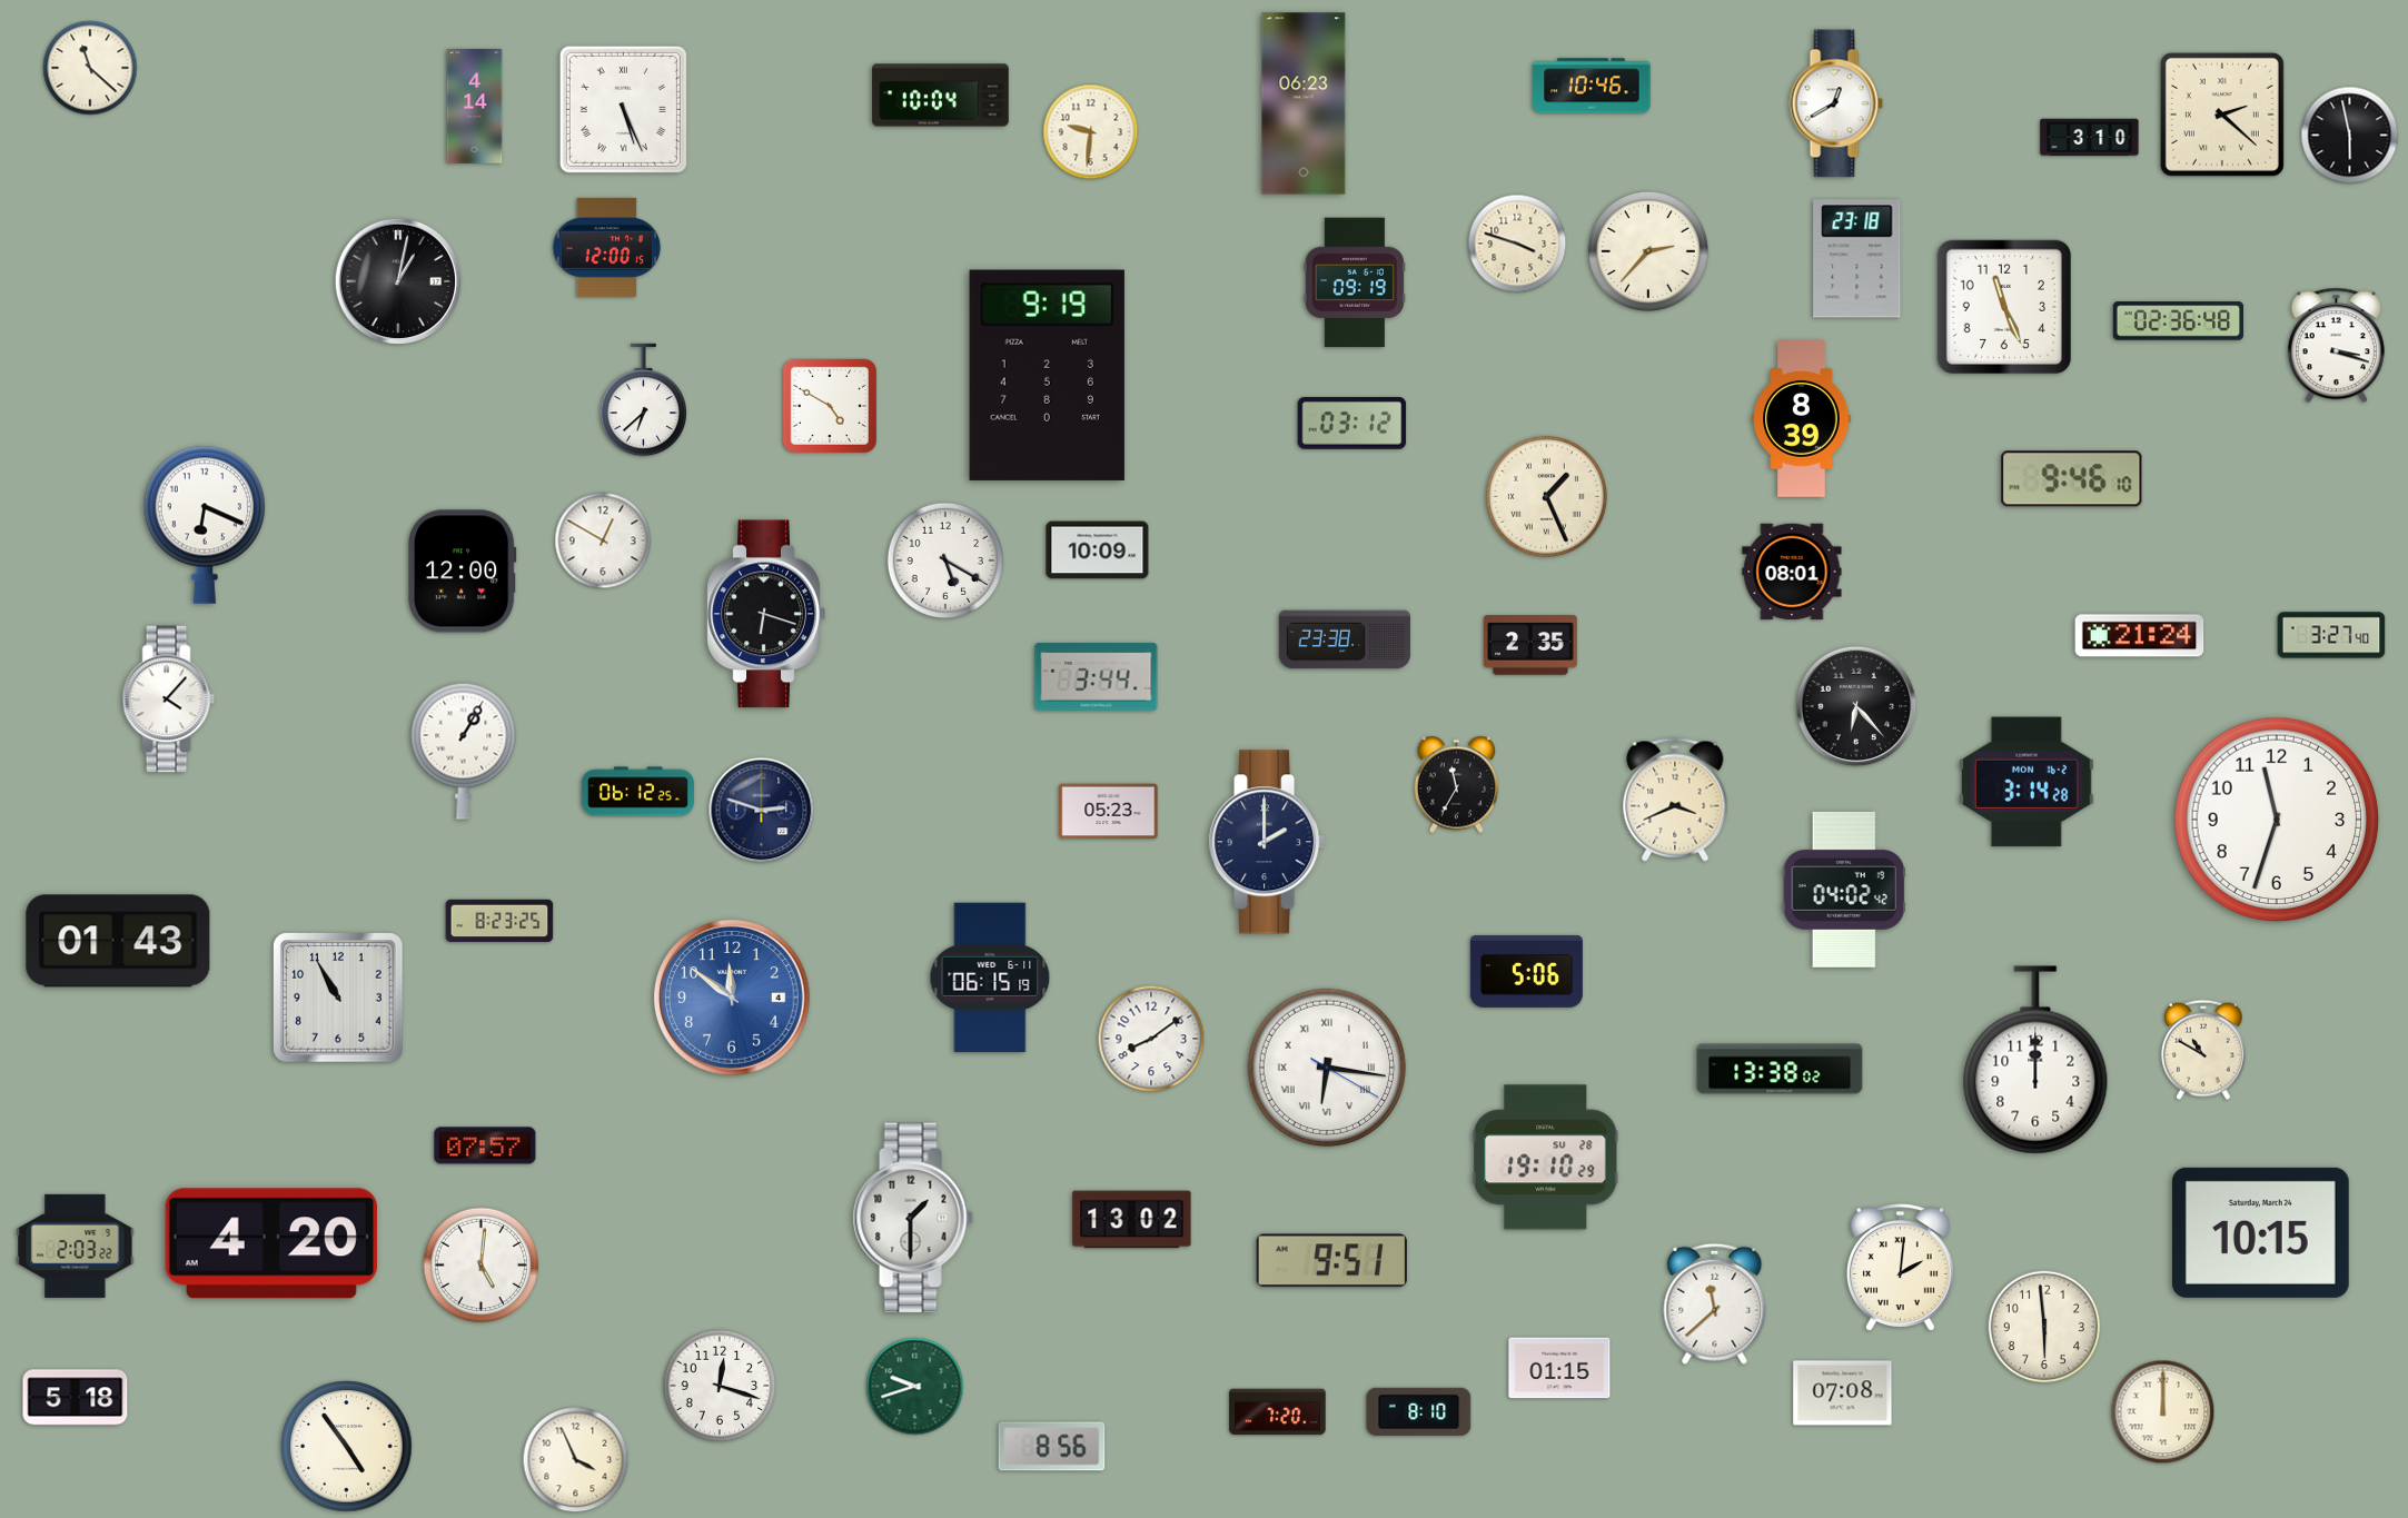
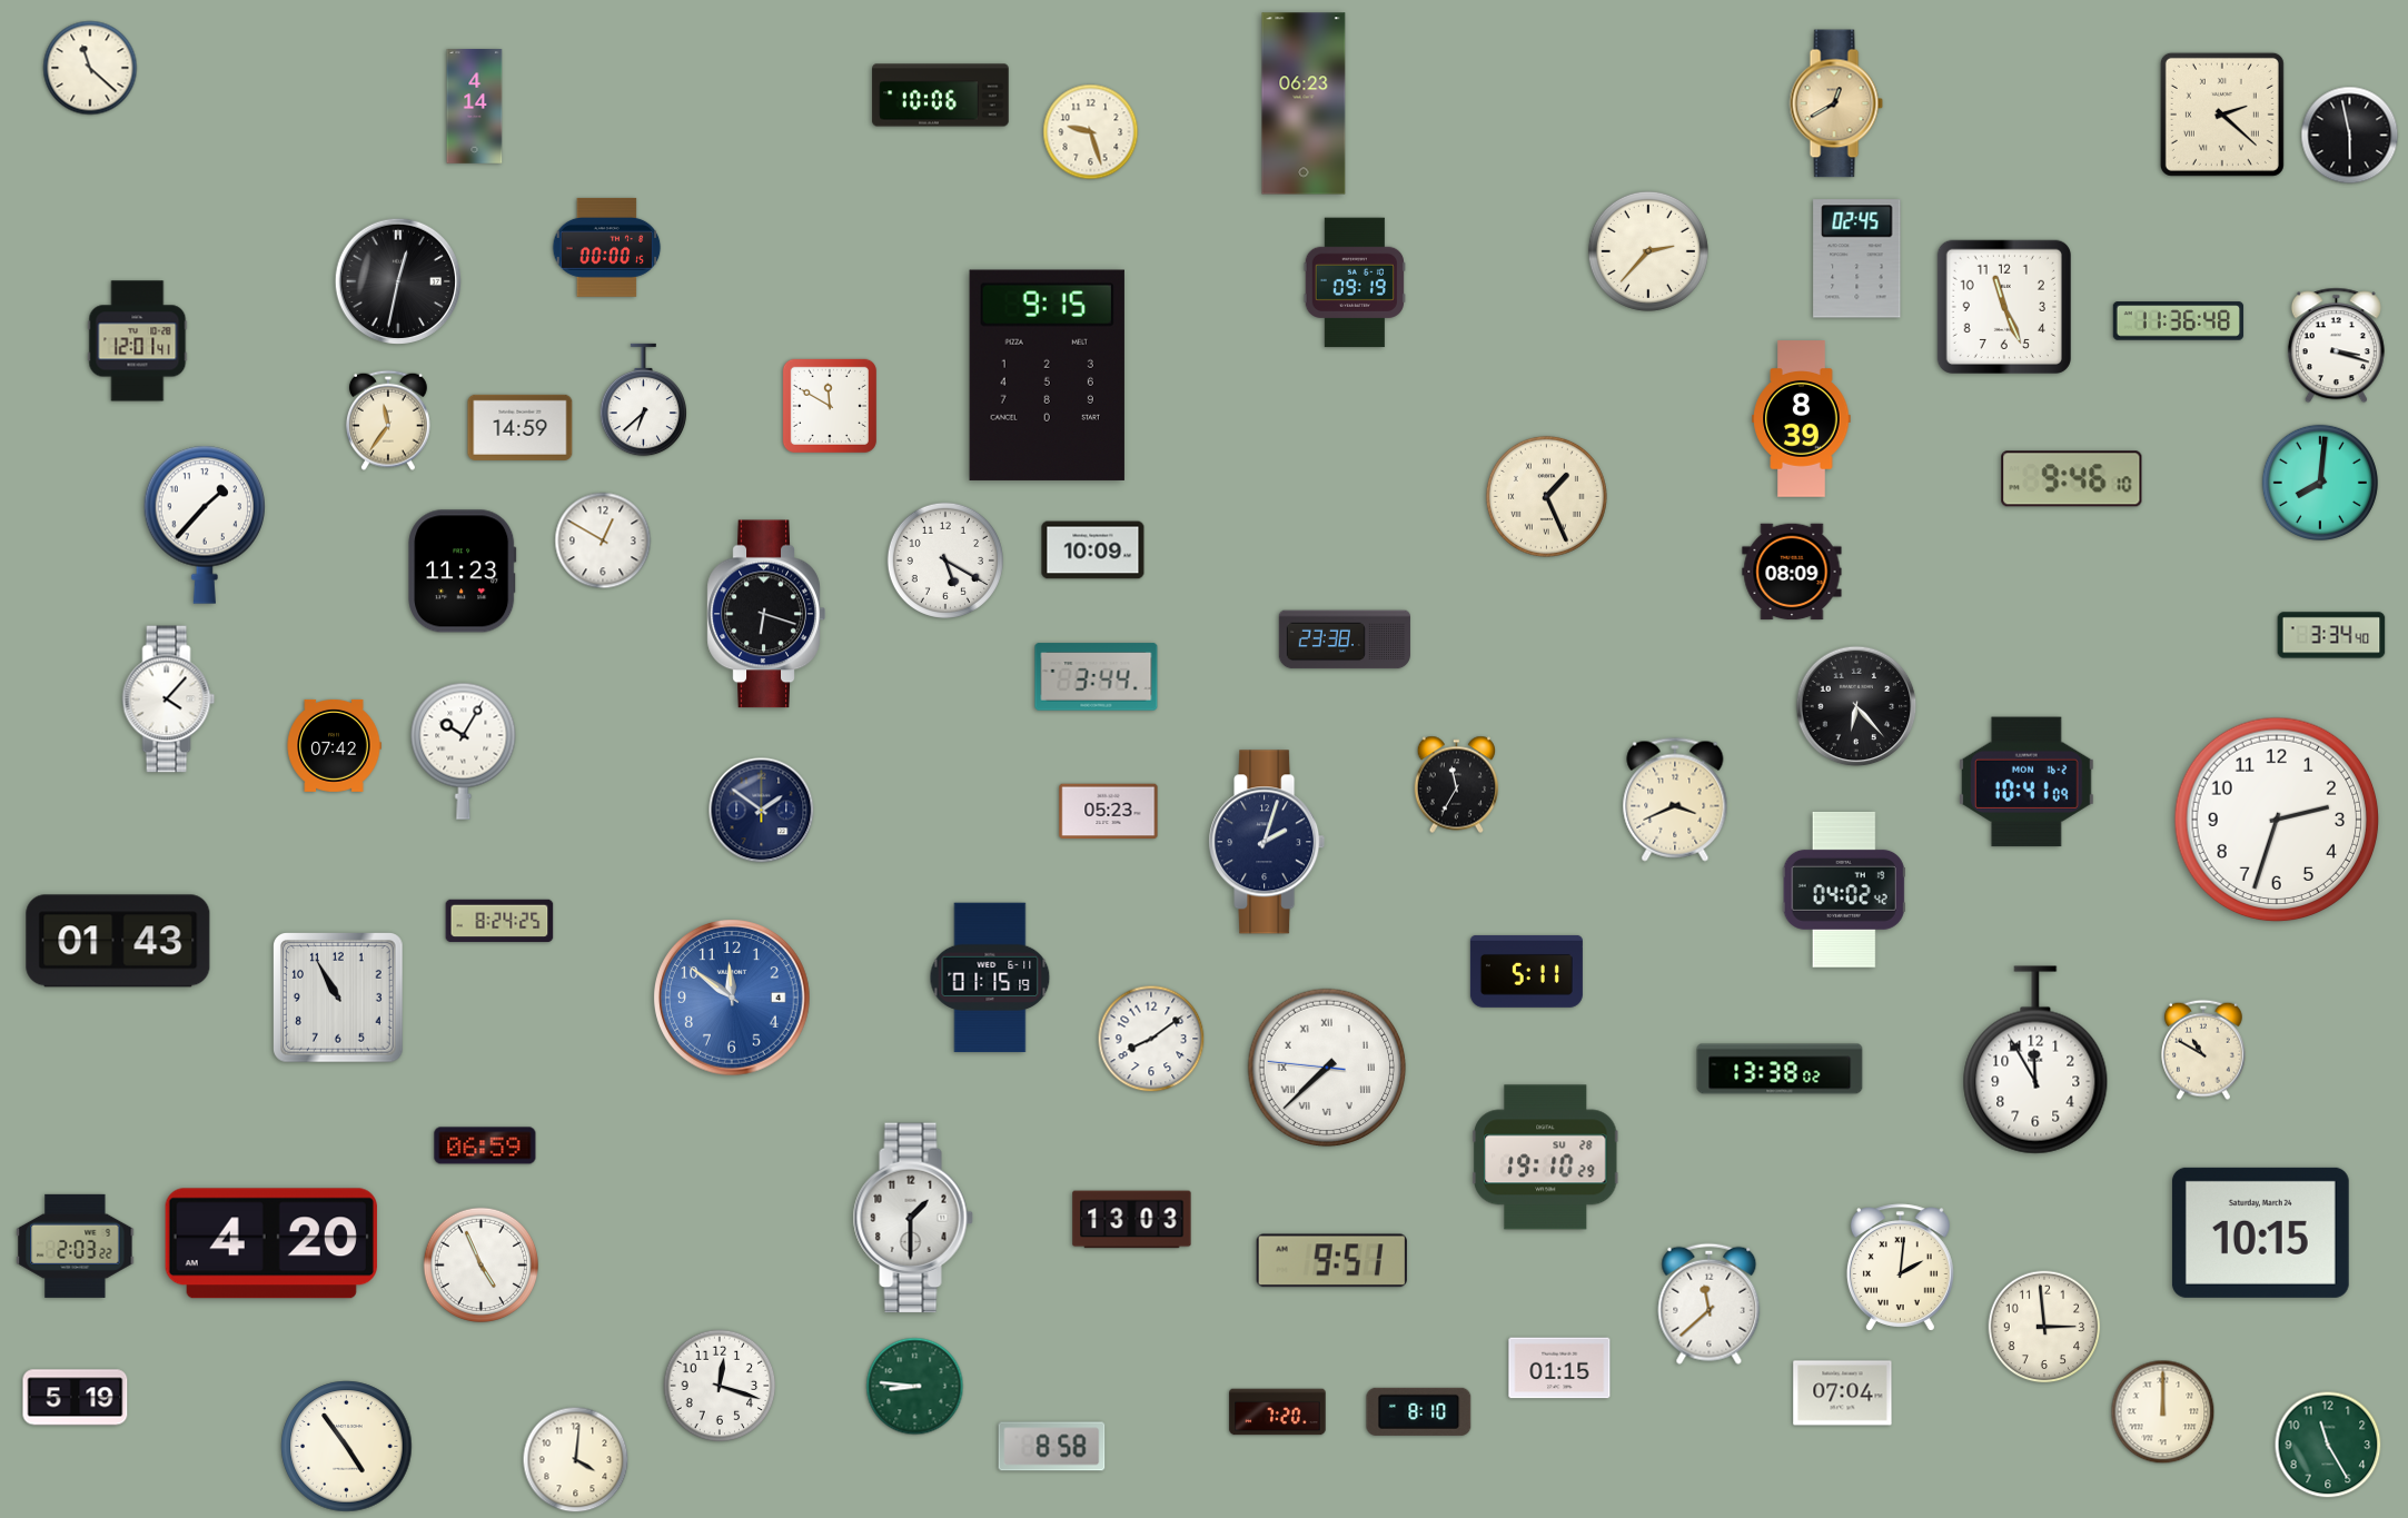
clock at (1592, 86): 10:46 -> none
clock at (941, 96): 10:04 -> 10:06
clock at (1836, 103) dial: white -> champagne
clock at (623, 109): 5:26 -> none
clock at (1091, 132): 9:31 -> 9:27
clock at (2090, 138): 3:10 -> none
clock at (1517, 244): 3:48 -> none
clock at (607, 247): 12:00 -> 00:00
clock at (1857, 259): 23:18 -> 02:45
clock at (398, 281): 1:02 -> 12:32
clock at (2179, 321): 02:36 -> 11:36
clock at (138, 341): none -> 12:01
clock at (1047, 375): 9:19 -> 9:15
clock at (830, 406): 4:50 -> 11:50
clock at (388, 420): none -> 11:36
clock at (1352, 424): 03:12 -> none
clock at (521, 427): none -> 14:59
clock at (2320, 483): none -> 8:01
clock at (204, 525): 6:19 -> 1:37
clock at (1098, 550) position: (1098, 550) -> (1093, 550)
clock at (463, 572): 12:00 -> 11:23
clock at (1792, 572): 08:01 -> 08:09
clock at (2331, 635): 3:27 -> 3:34
clock at (2140, 636): 21:24 -> none
clock at (1530, 645): 2:35 -> none
clock at (334, 745): none -> 07:42
clock at (464, 751): 1:05 -> 10:05
clock at (2027, 782): 3:14 -> 10:41
clock at (637, 792): 06:12 -> none
clock at (762, 811): 2:48 -> 1:51
clock at (2277, 820): 11:33 -> 2:33
clock at (1267, 842): 2:00 -> 2:03
clock at (499, 921): 8:23 -> 8:24
clock at (1526, 971): 5:06 -> 5:11
clock at (990, 978): 06:15 -> 01:15
clock at (2035, 1060): 12:00 -> 11:55
clock at (1327, 1068): 6:16 -> 7:37
clock at (485, 1145): 07:57 -> 06:59
clock at (1132, 1220): 13:02 -> 13:03
clock at (480, 1264): 5:01 -> 4:56
clock at (1715, 1303) position: (1715, 1303) -> (1710, 1303)
clock at (2044, 1327): 5:59 -> 2:59
clock at (915, 1387): 9:42 -> 8:46
clock at (1843, 1393): 07:08 -> 07:04
clock at (76, 1398): 5:18 -> 5:19
clock at (2328, 1445): none -> 11:25
clock at (1052, 1447): 8:56 -> 8:58
clock at (576, 1460): 3:56 -> 4:01
